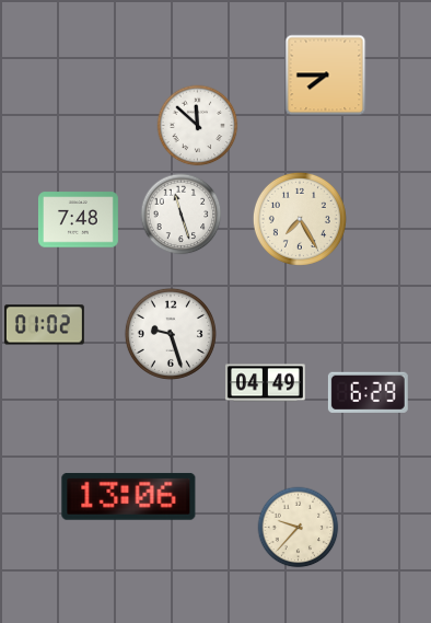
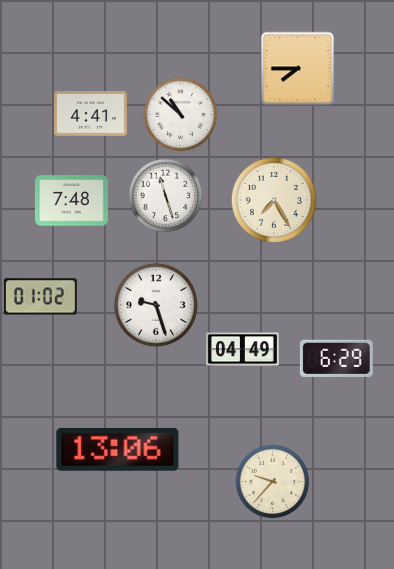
clock at (90, 114): none -> 4:41
clock at (198, 126): 11:52 -> 10:52
clock at (129, 497) position: (129, 497) -> (118, 450)
